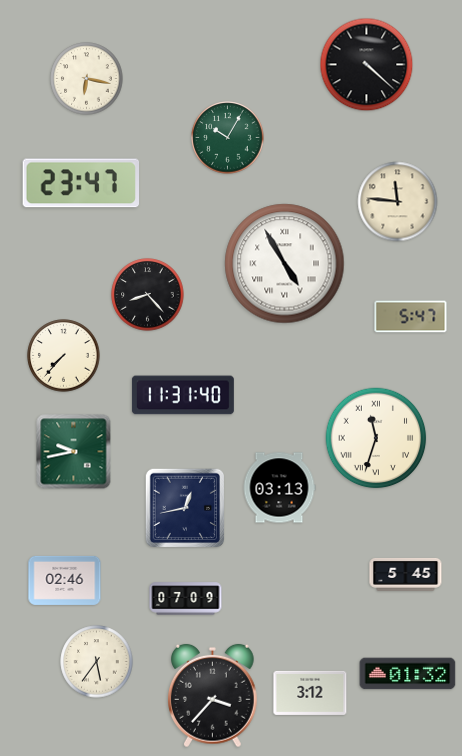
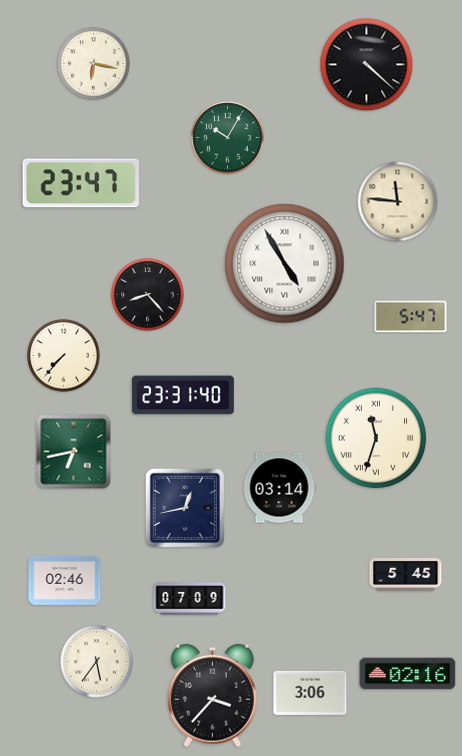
clock at (87, 79) position: (87, 79) -> (94, 64)
clock at (183, 395): 11:31 -> 23:31
clock at (74, 452): 9:43 -> 6:43
clock at (279, 488): 03:13 -> 03:14
clock at (186, 599) position: (186, 599) -> (190, 599)
clock at (408, 674): 01:32 -> 02:16
clock at (310, 693): 3:12 -> 3:06
